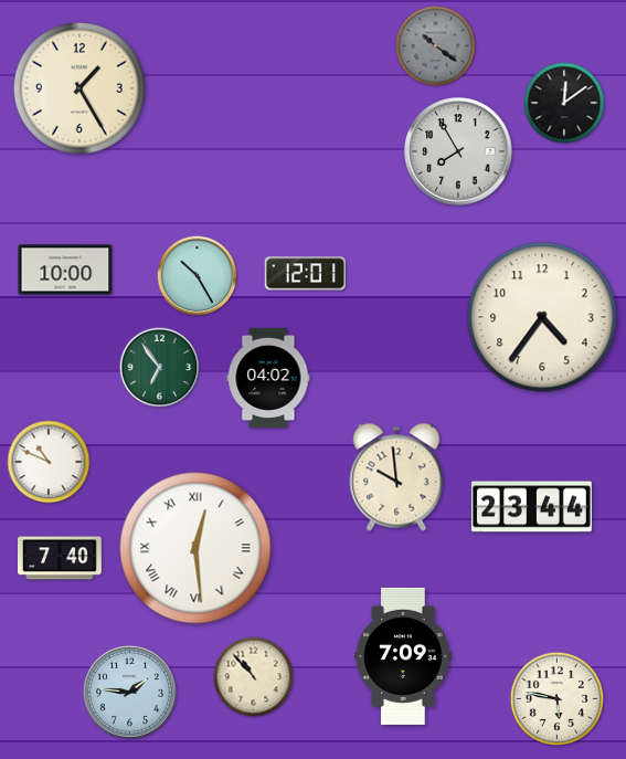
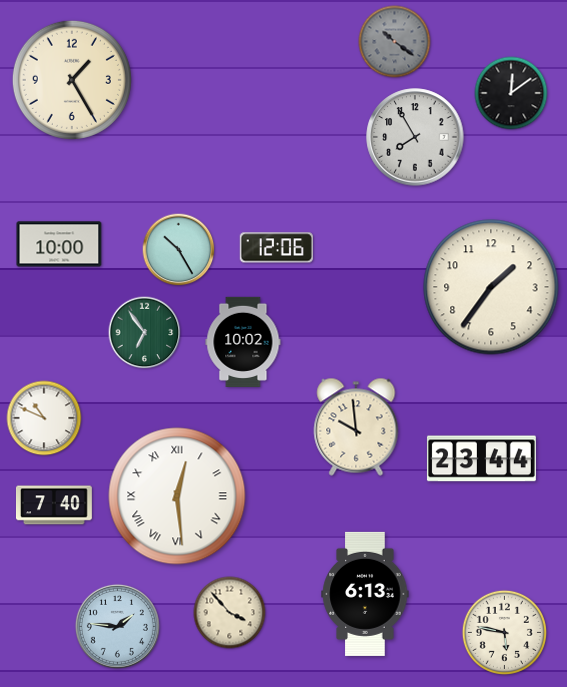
clock at (305, 274): 12:01 -> 12:06
clock at (542, 317): 4:36 -> 1:36
clock at (268, 378): 04:02 -> 10:02
clock at (396, 477) position: (396, 477) -> (356, 427)
clock at (403, 656): 7:09 -> 6:13
clock at (254, 677): 10:53 -> 3:53
